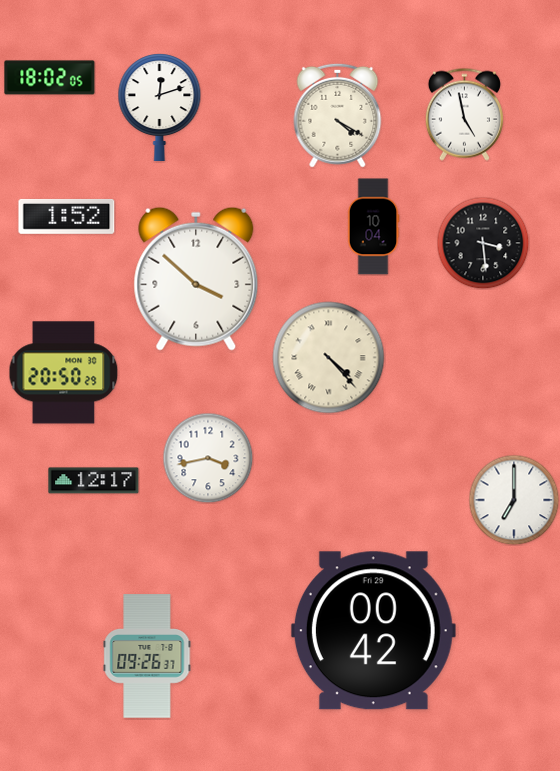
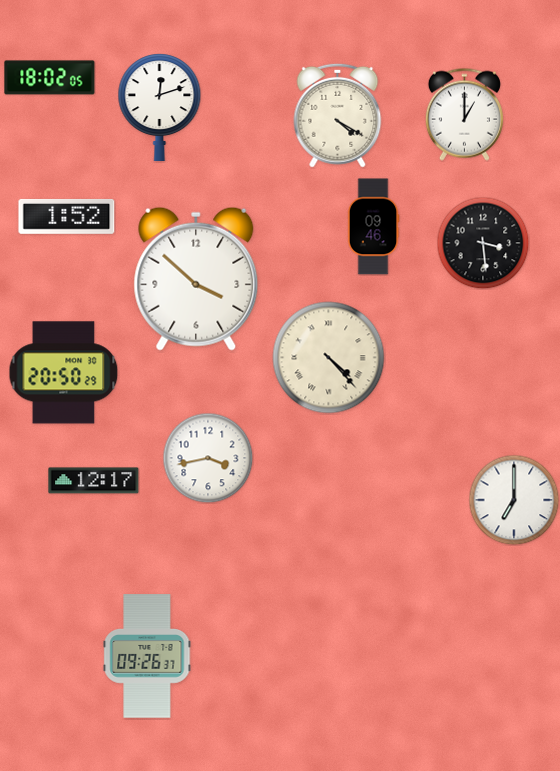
clock at (464, 114): 4:58 -> 1:00
clock at (373, 227): 10:04 -> 09:46
clock at (373, 631): 00:42 -> none
